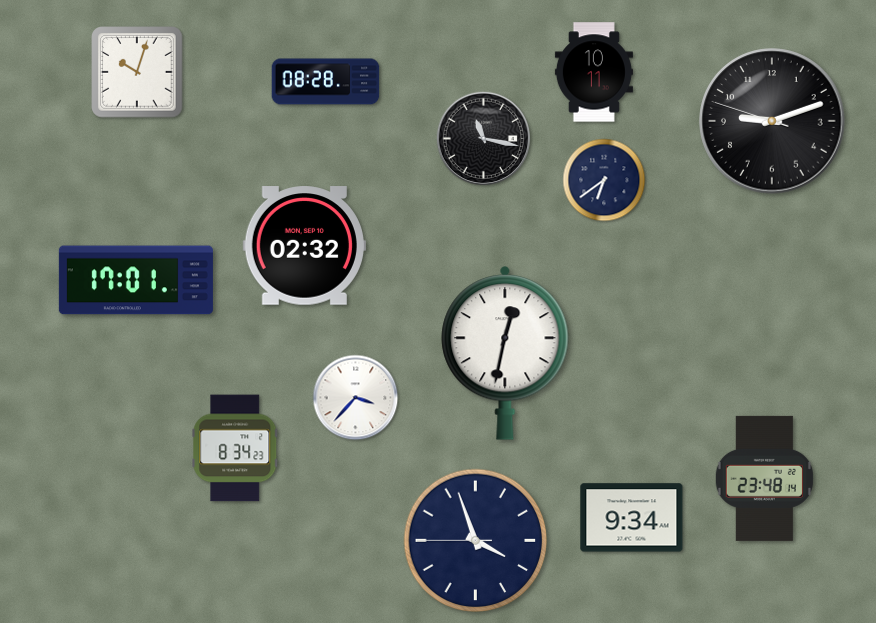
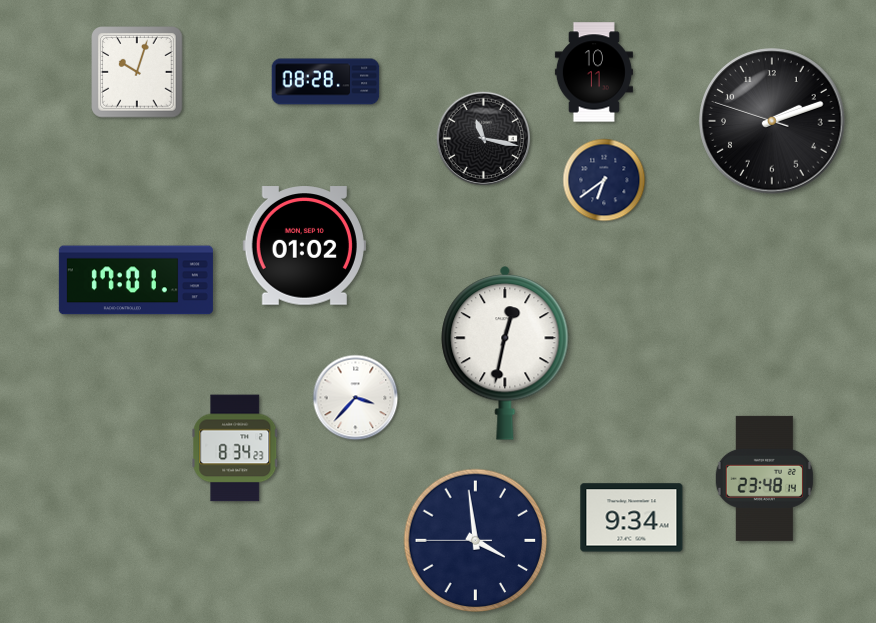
clock at (772, 121): 9:11 -> 2:11
clock at (304, 246): 02:32 -> 01:02
clock at (476, 541): 3:56 -> 3:58
